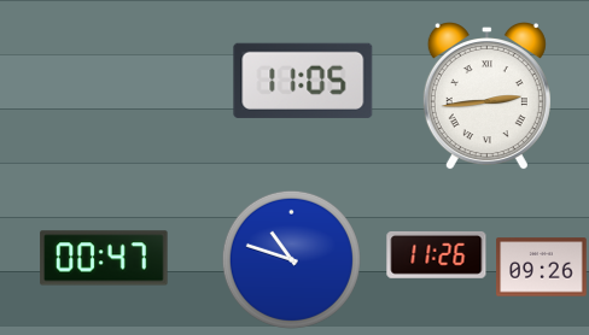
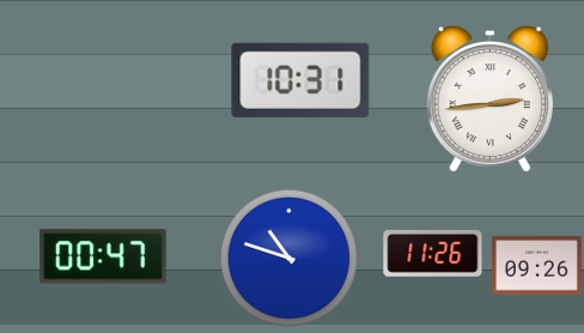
clock at (303, 81): 11:05 -> 10:31
clock at (486, 98) position: (486, 98) -> (489, 101)
